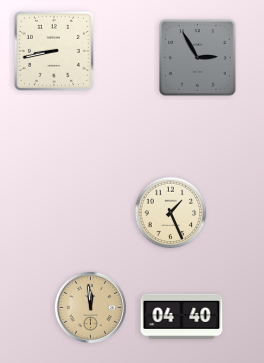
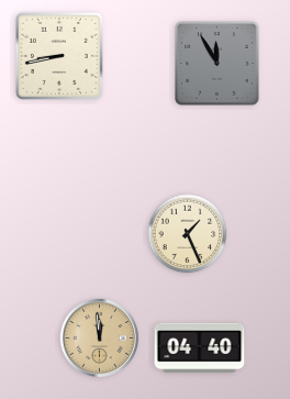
clock at (198, 58): 2:55 -> 11:55
